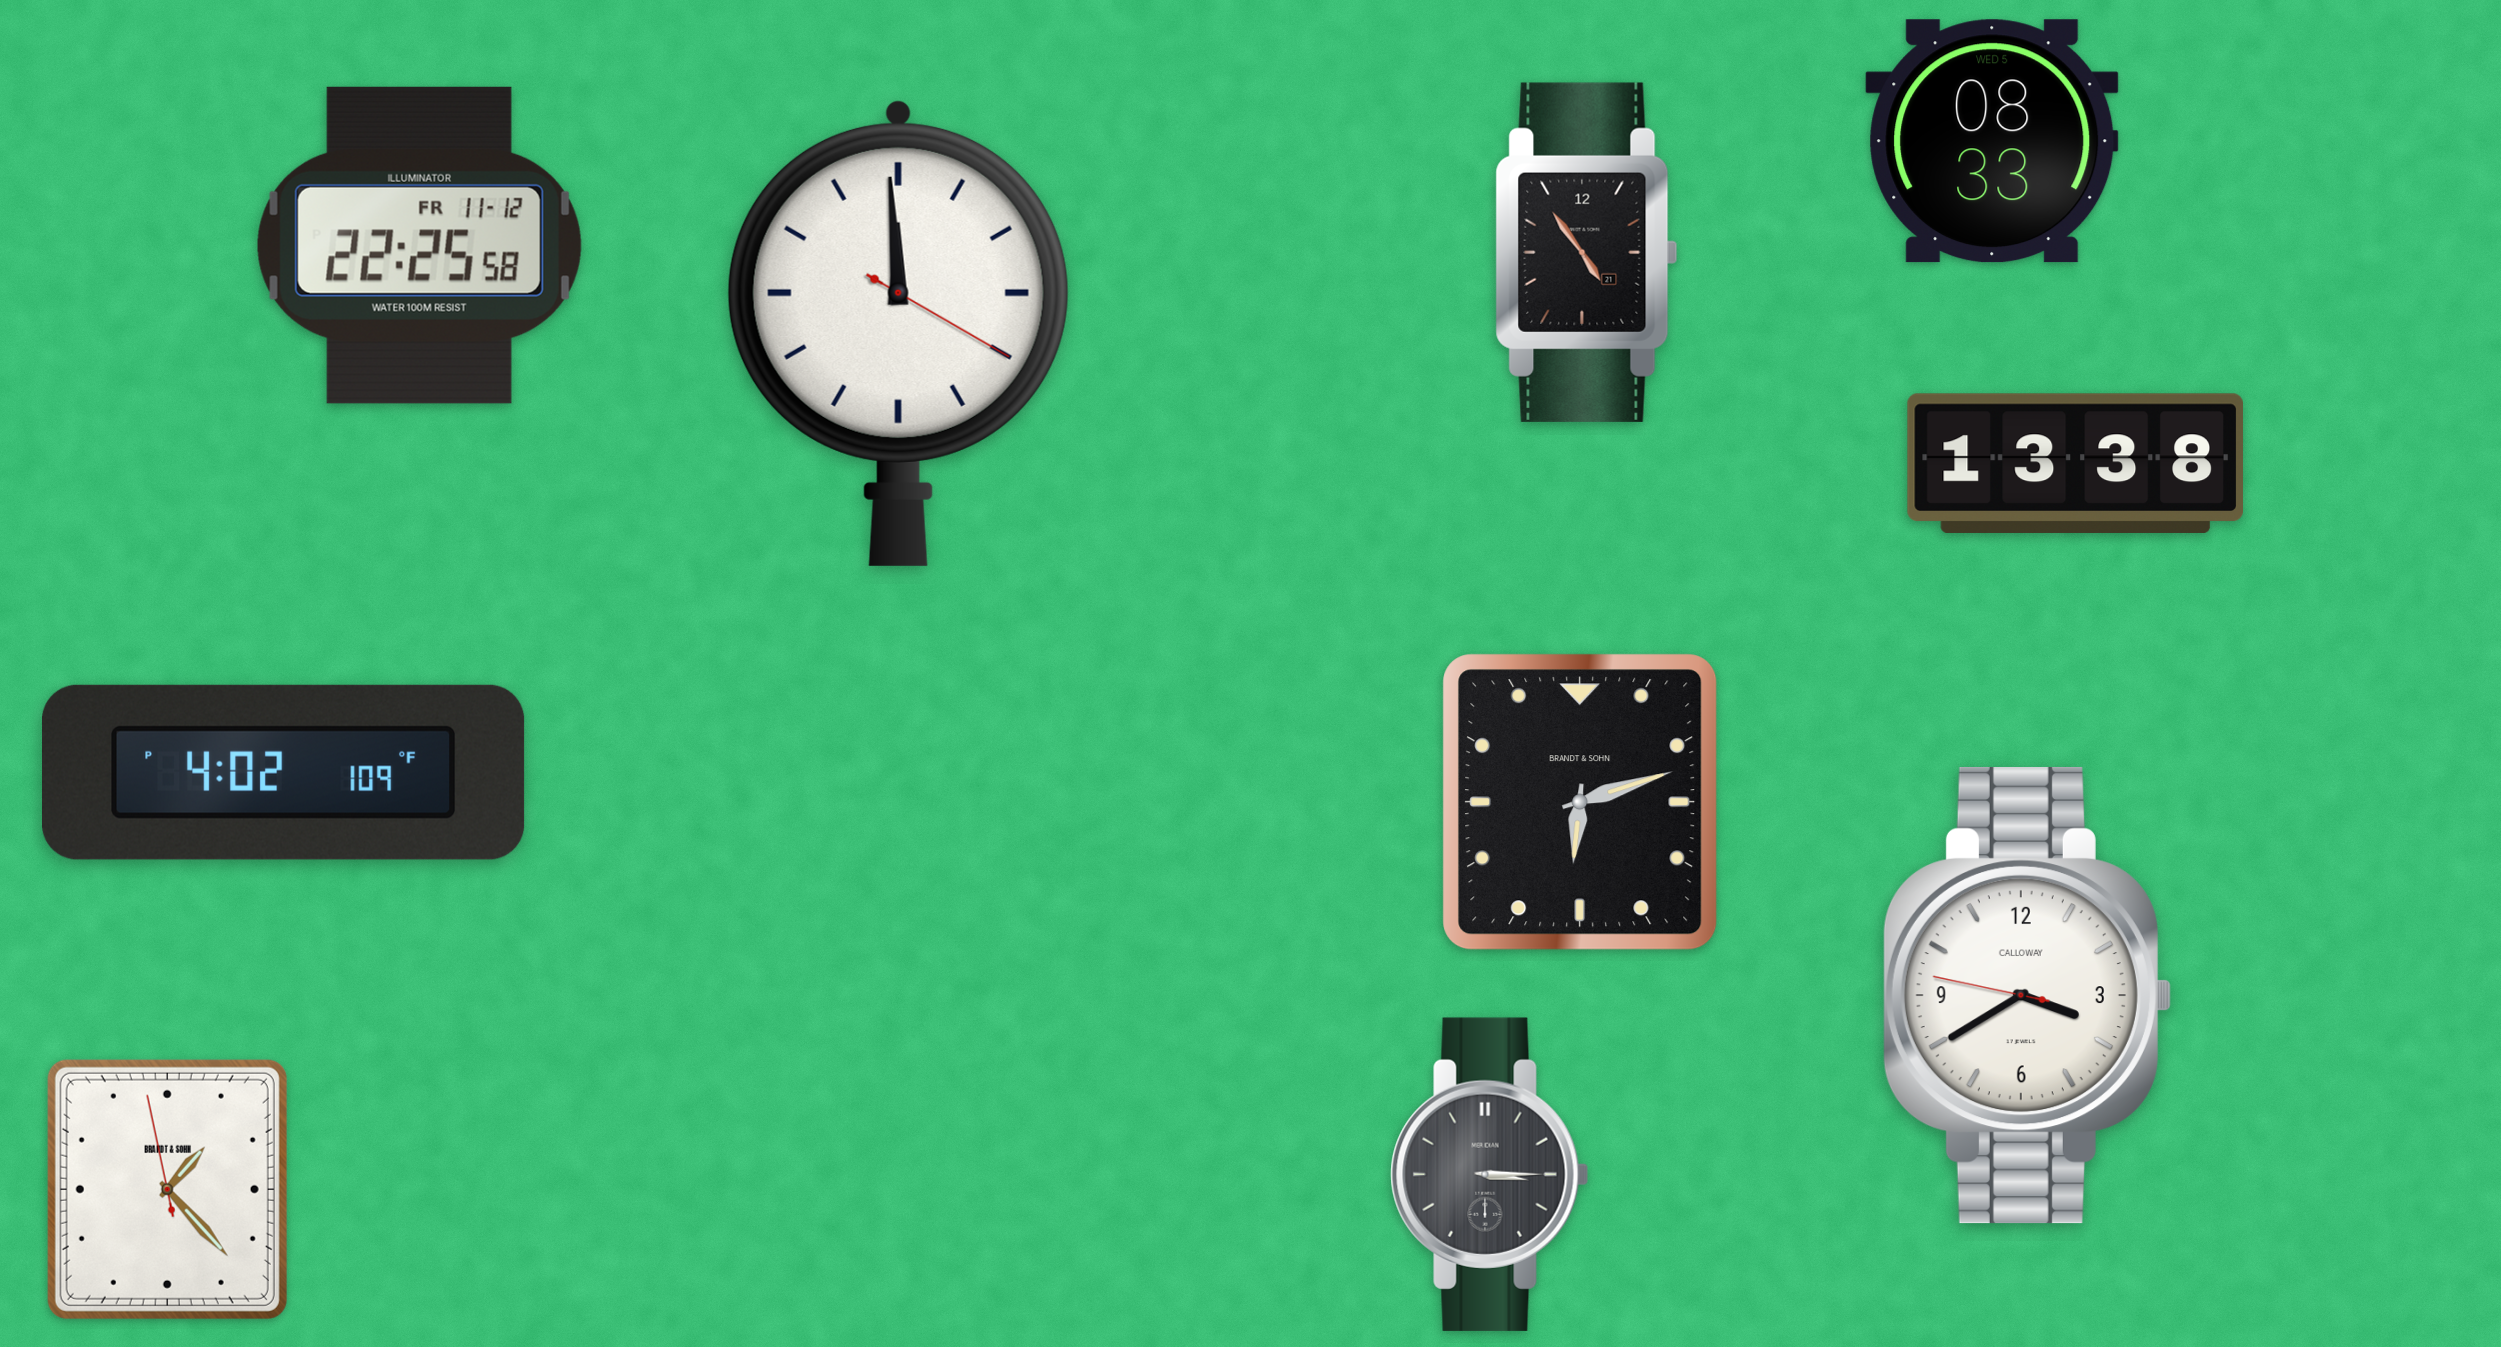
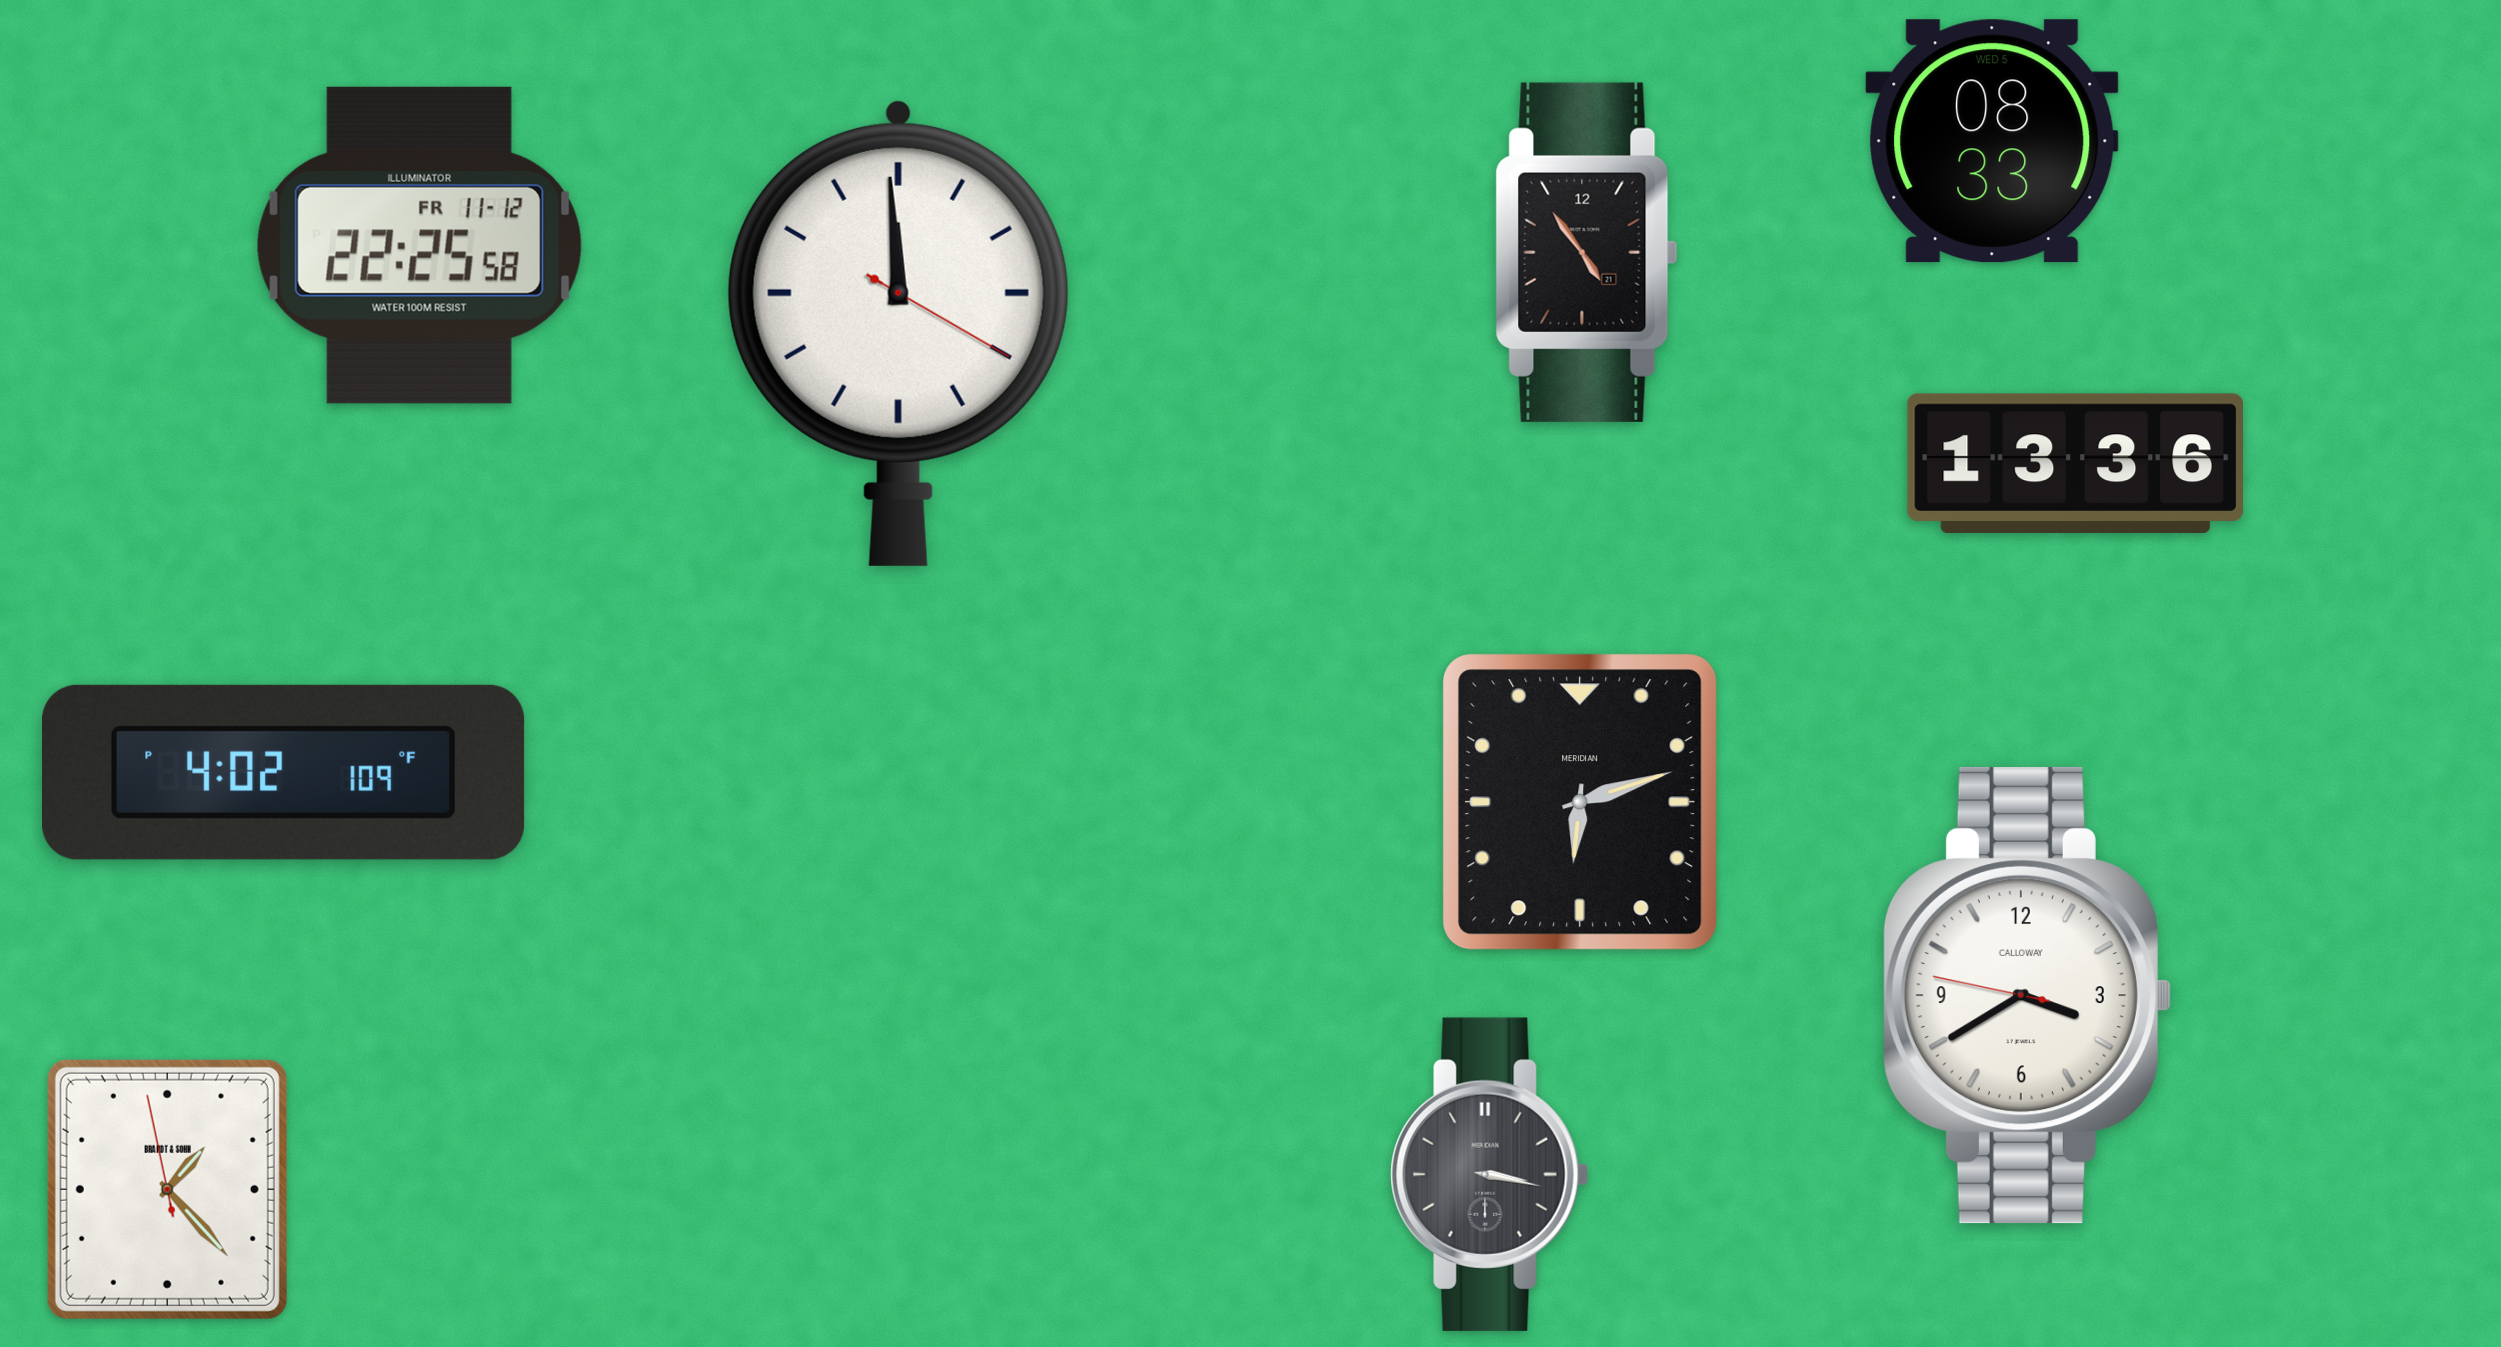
clock at (2075, 463): 13:38 -> 13:36
clock at (1580, 802) brand: BRANDT & SOHN -> MERIDIAN
clock at (1490, 1174): 3:15 -> 3:17
